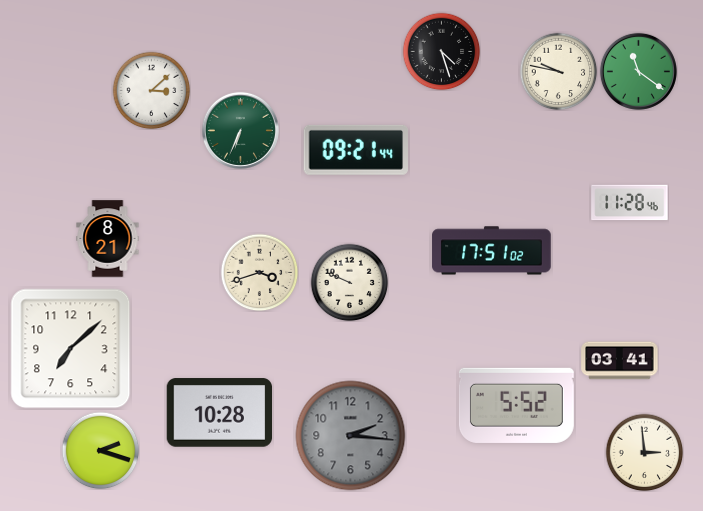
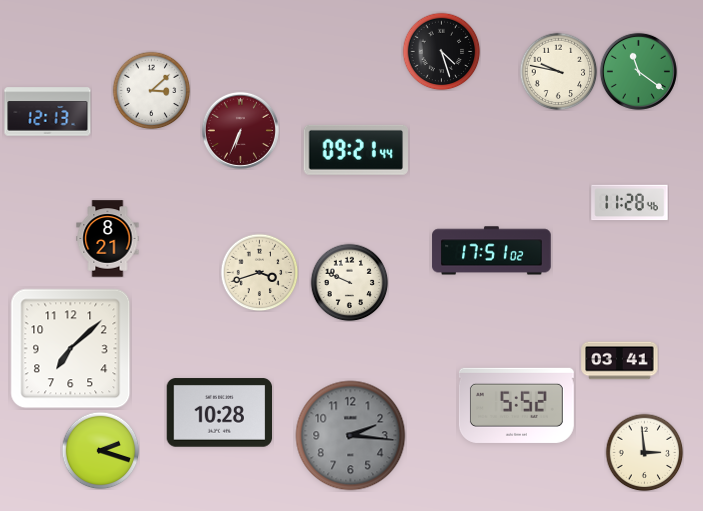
clock at (48, 112): none -> 12:13
clock at (240, 130) dial: green -> burgundy
